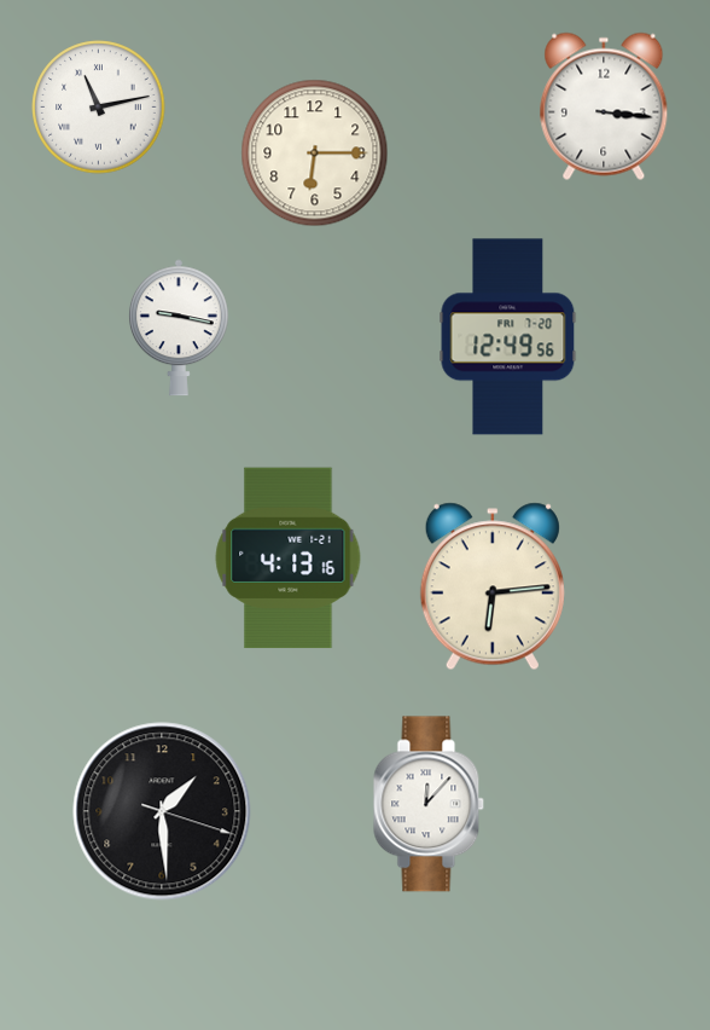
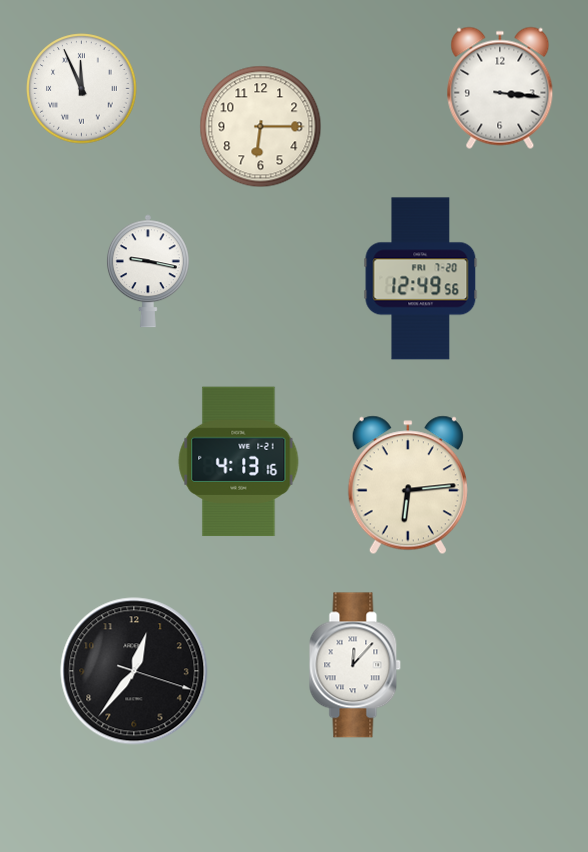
clock at (99, 108): 11:13 -> 11:56
clock at (162, 811): 1:29 -> 12:36
